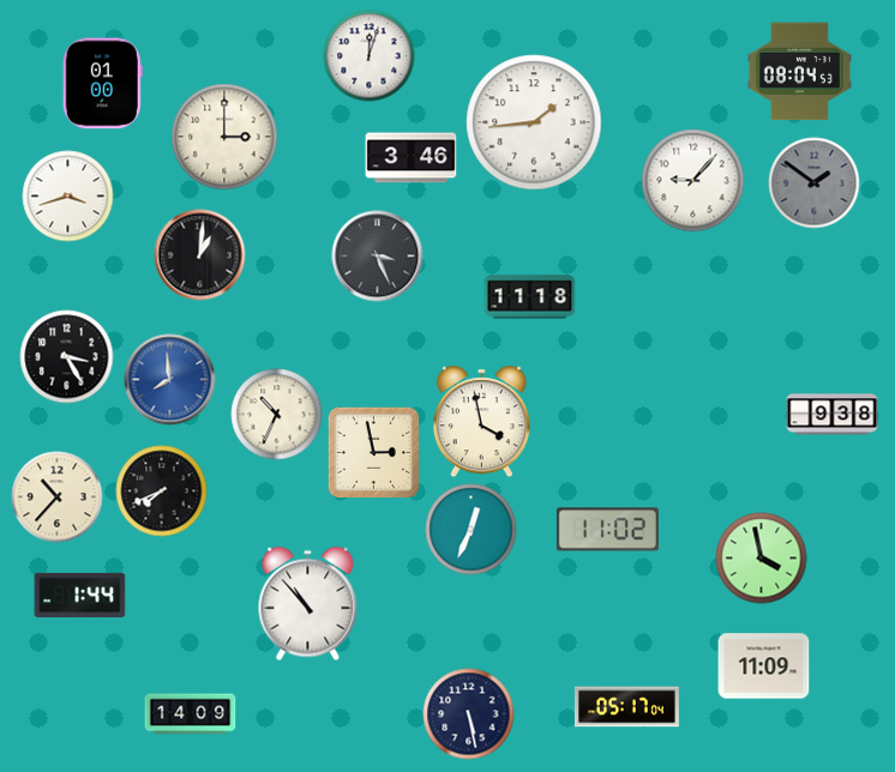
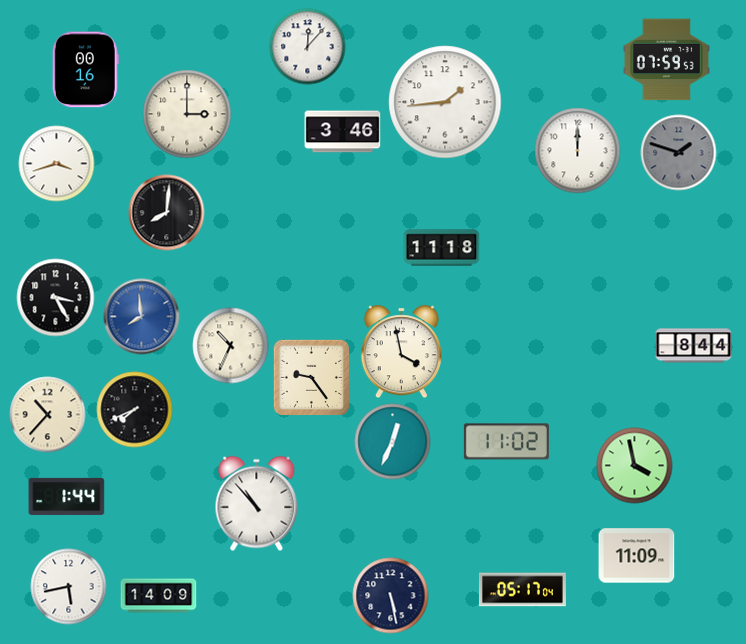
clock at (370, 56): 12:03 -> 12:07
clock at (799, 72): 08:04 -> 07:59
clock at (102, 84): 01:00 -> 00:16
clock at (693, 181): 9:07 -> 12:00
clock at (815, 183): 1:51 -> 1:48
clock at (200, 255): 1:01 -> 8:01
clock at (378, 257): 3:26 -> none
clock at (833, 415): 9:38 -> 8:44
clock at (373, 452): 2:58 -> 9:24
clock at (69, 587): none -> 5:43
